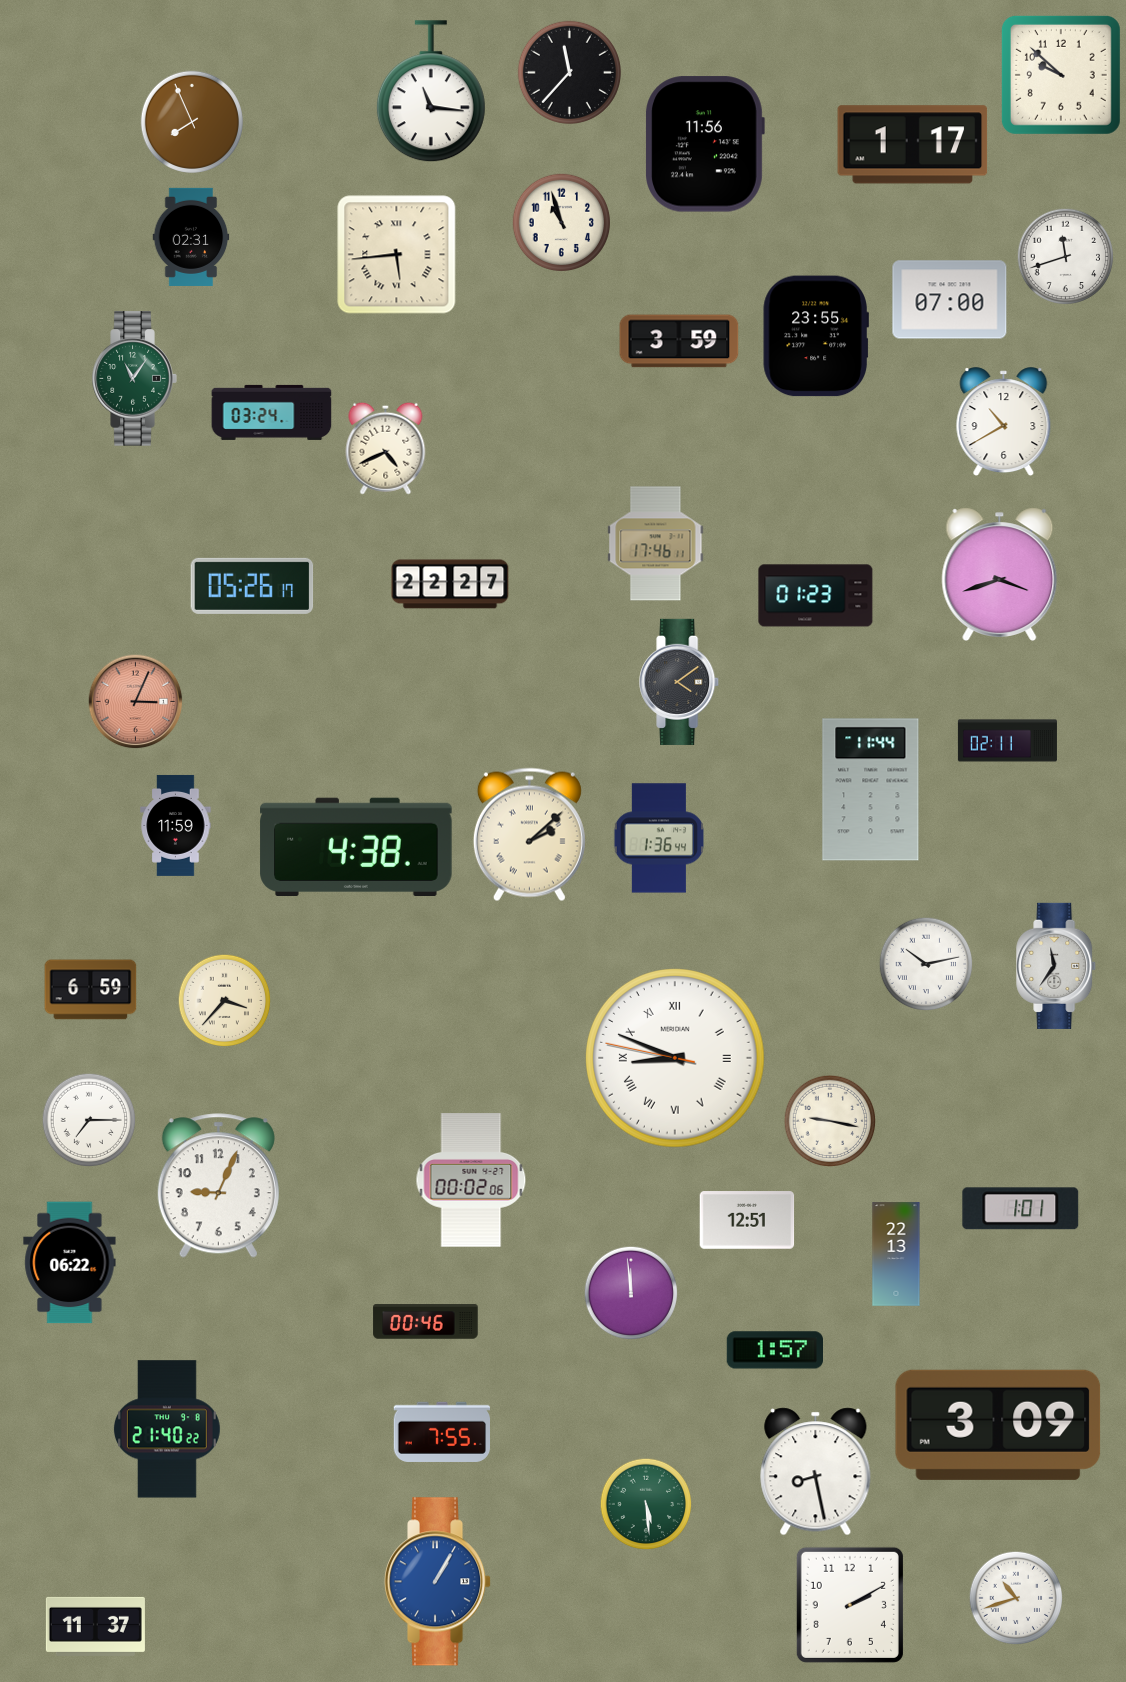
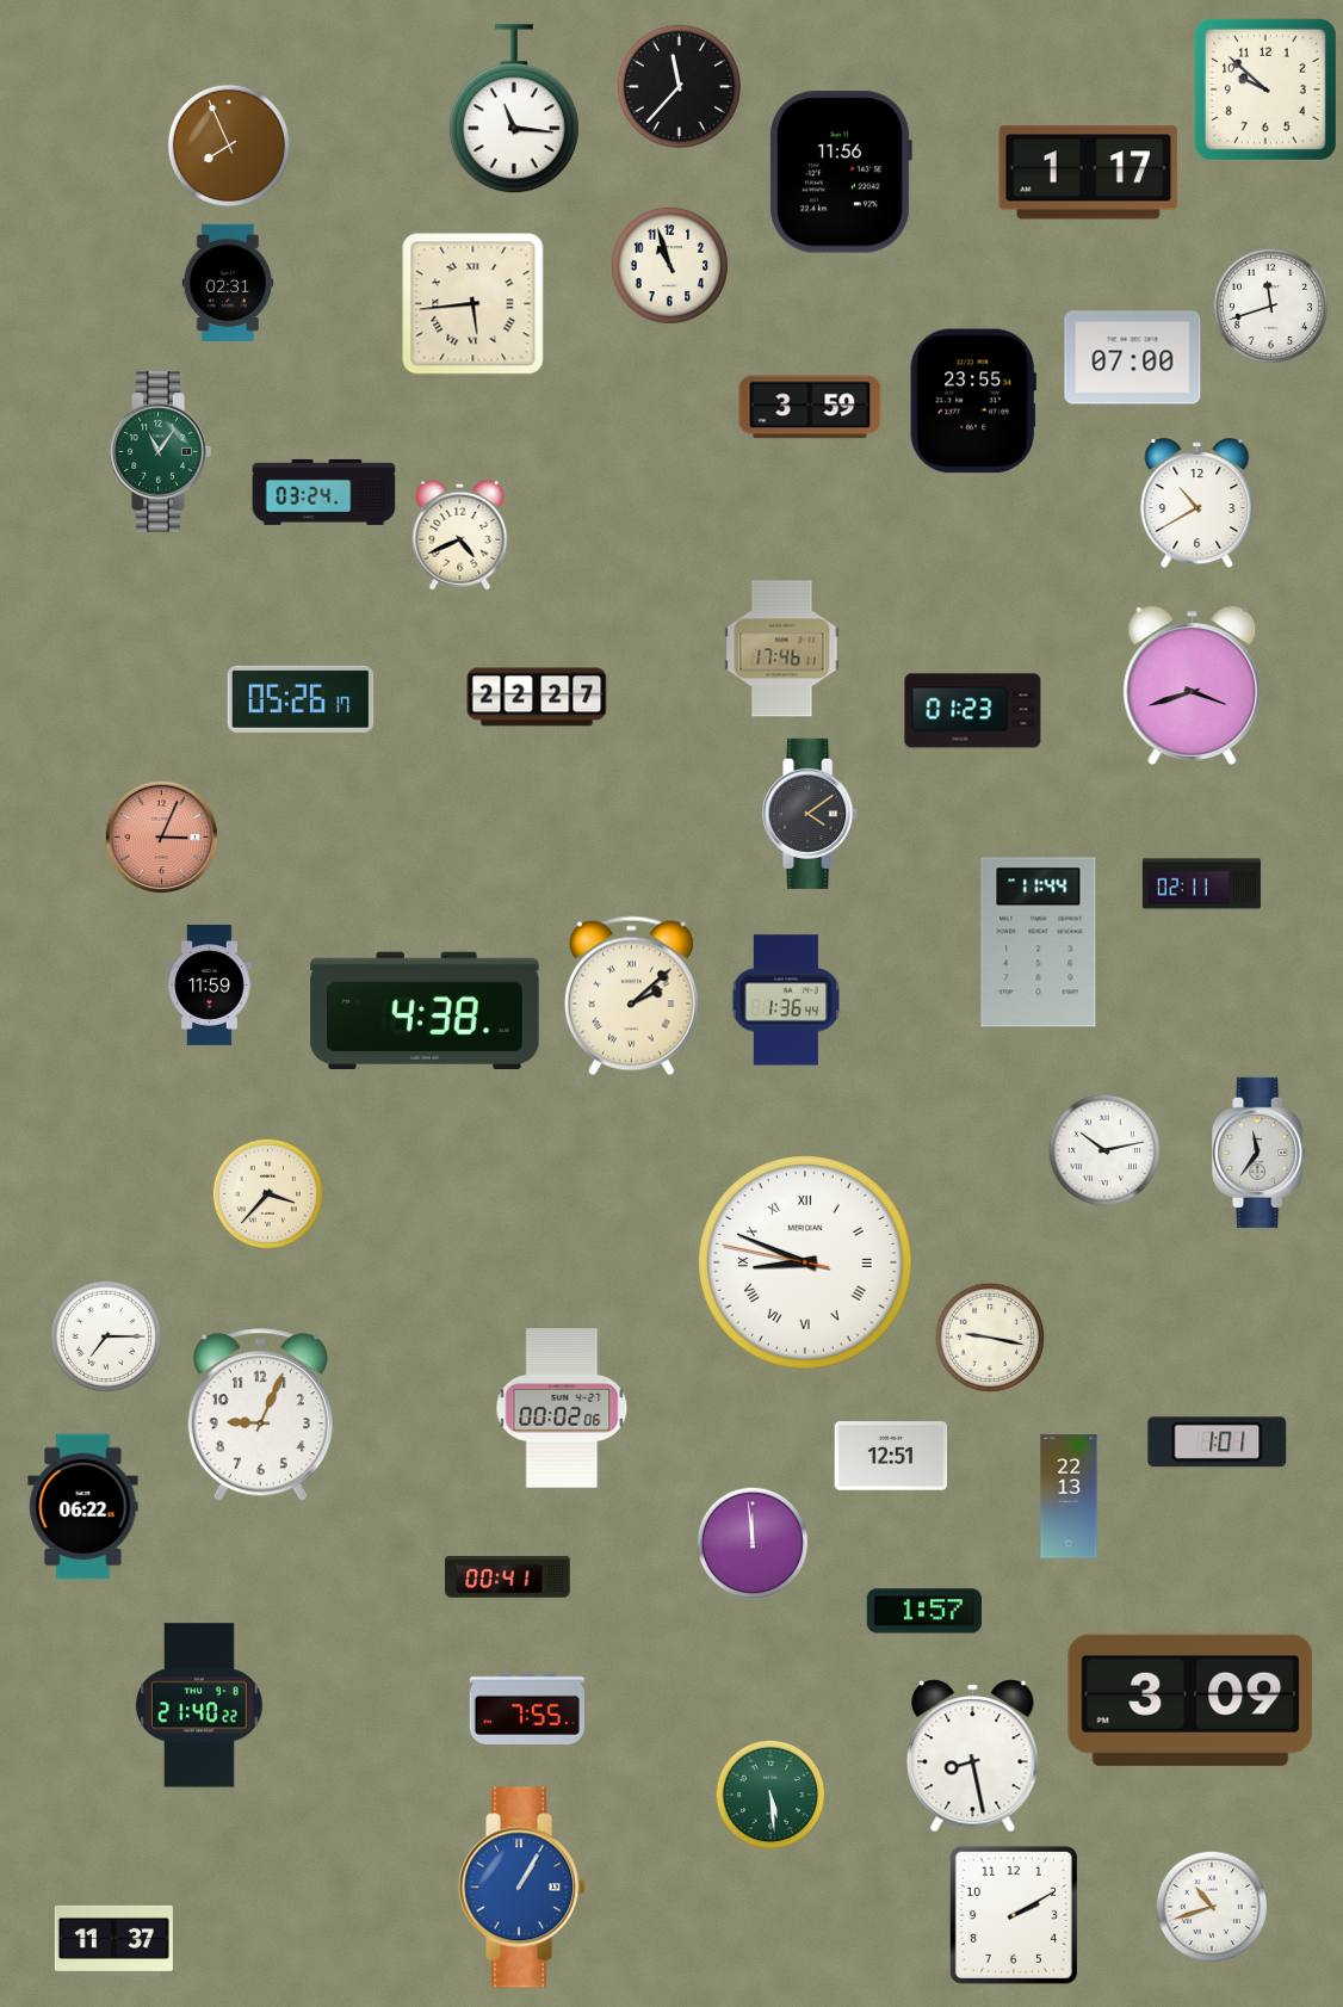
clock at (91, 990): 6:59 -> none
clock at (426, 1322): 00:46 -> 00:41
